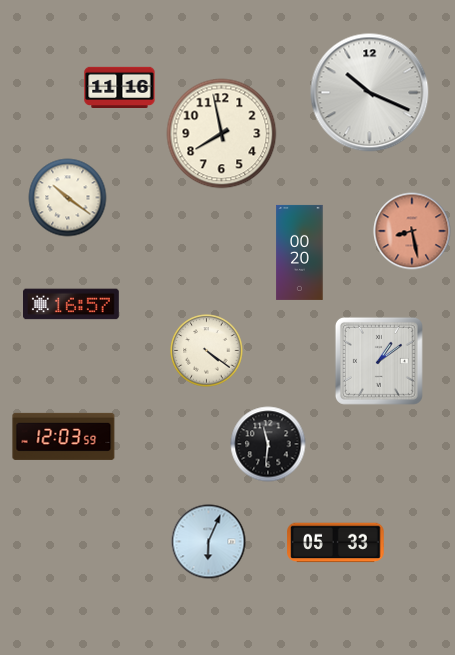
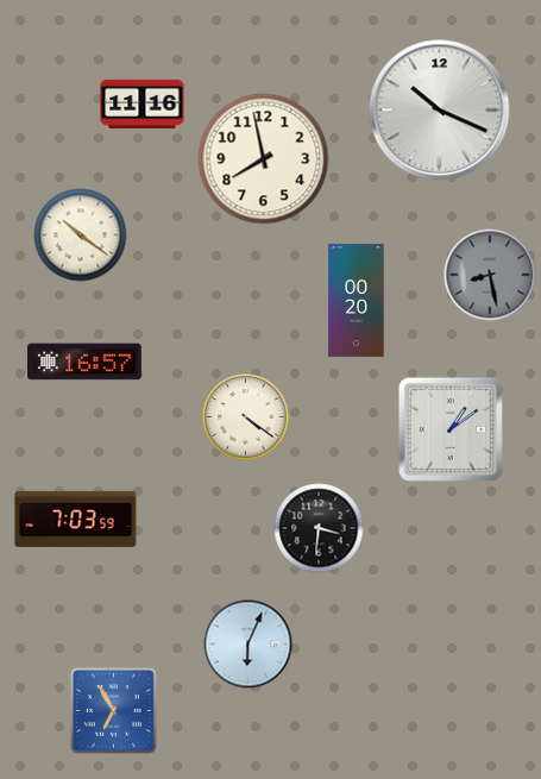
clock at (412, 231) dial: salmon -> grey
clock at (64, 436): 12:03 -> 7:03
clock at (268, 444): 11:31 -> 3:31
clock at (336, 543): 05:33 -> none
clock at (114, 711): none -> 6:55
